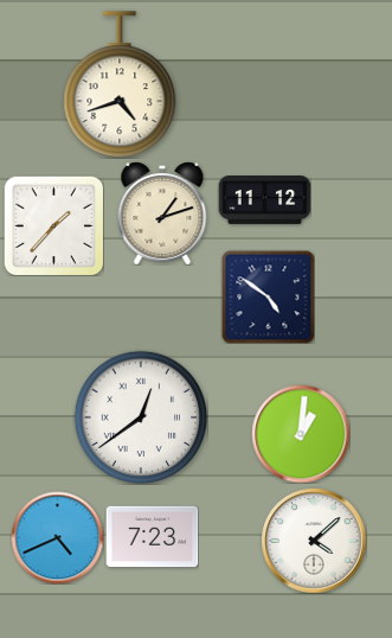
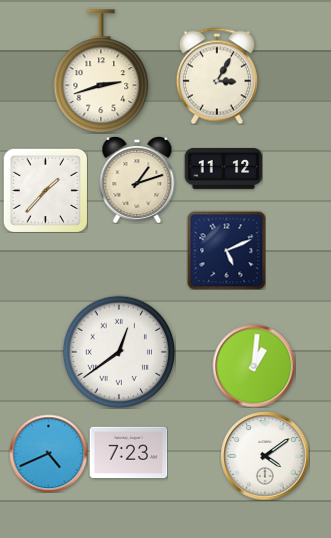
clock at (120, 84): 4:42 -> 2:42
clock at (217, 76): none -> 3:05
clock at (268, 296): 4:51 -> 5:11
clock at (314, 541): 4:08 -> 4:09
